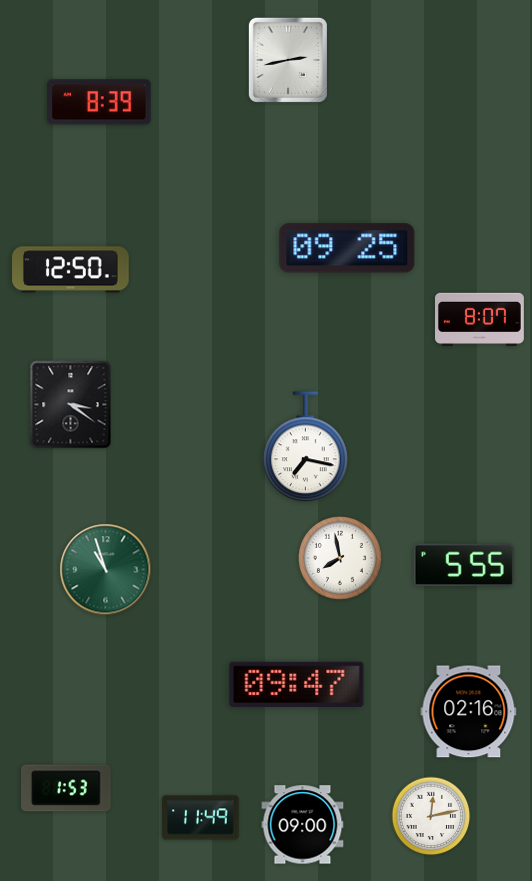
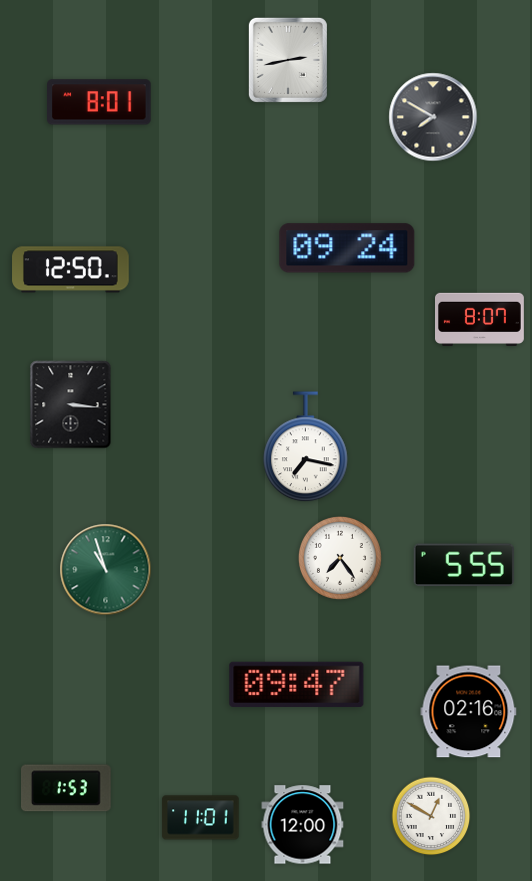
clock at (99, 102): 8:39 -> 8:01
clock at (433, 117): none -> 7:50
clock at (347, 248): 09:25 -> 09:24
clock at (71, 405): 3:21 -> 3:16
clock at (340, 558): 7:58 -> 7:24
clock at (431, 816): 12:13 -> 12:50
clock at (201, 818): 11:49 -> 11:01
clock at (303, 825): 09:00 -> 12:00
